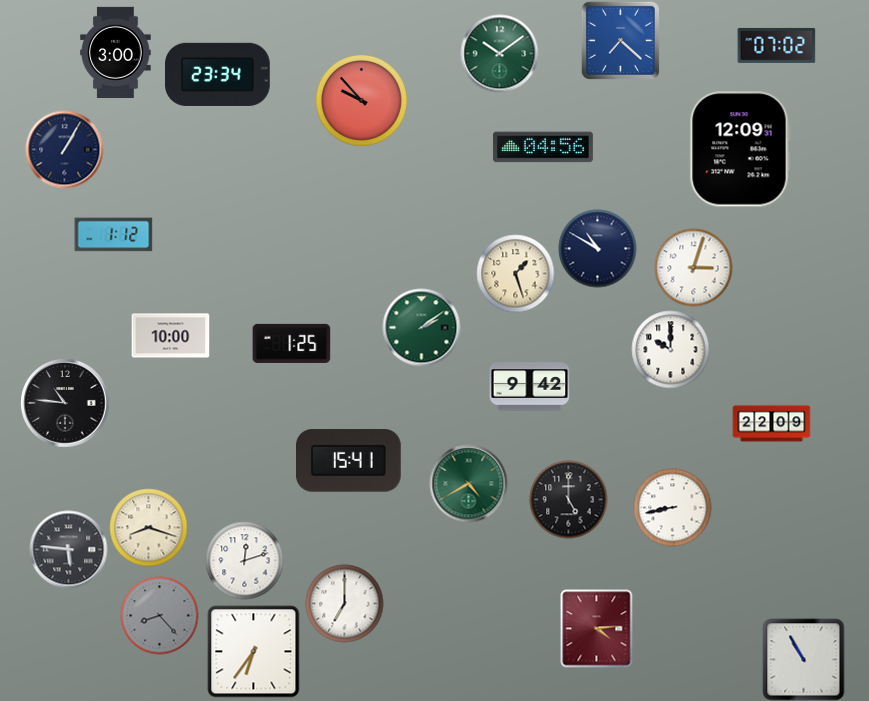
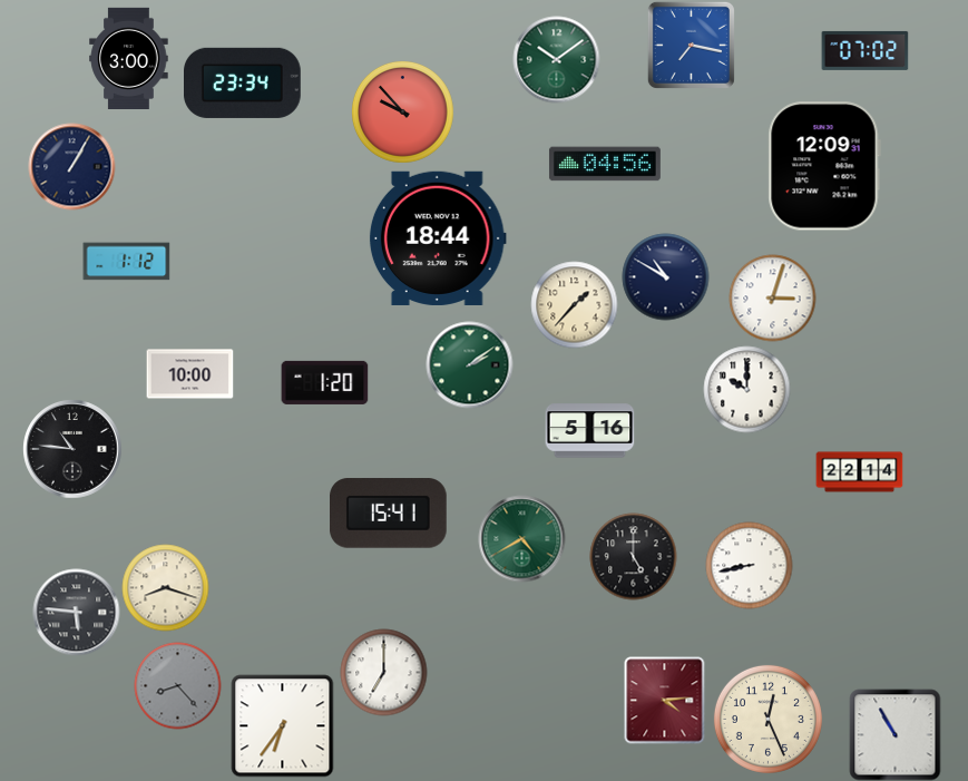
clock at (620, 40): 7:22 -> 7:17
clock at (438, 238): none -> 18:44
clock at (515, 273): 1:27 -> 1:37
clock at (291, 343): 1:25 -> 1:20
clock at (529, 387): 9:42 -> 5:16
clock at (771, 424): 22:09 -> 22:14
clock at (244, 560): 12:12 -> none
clock at (767, 719): none -> 12:26
